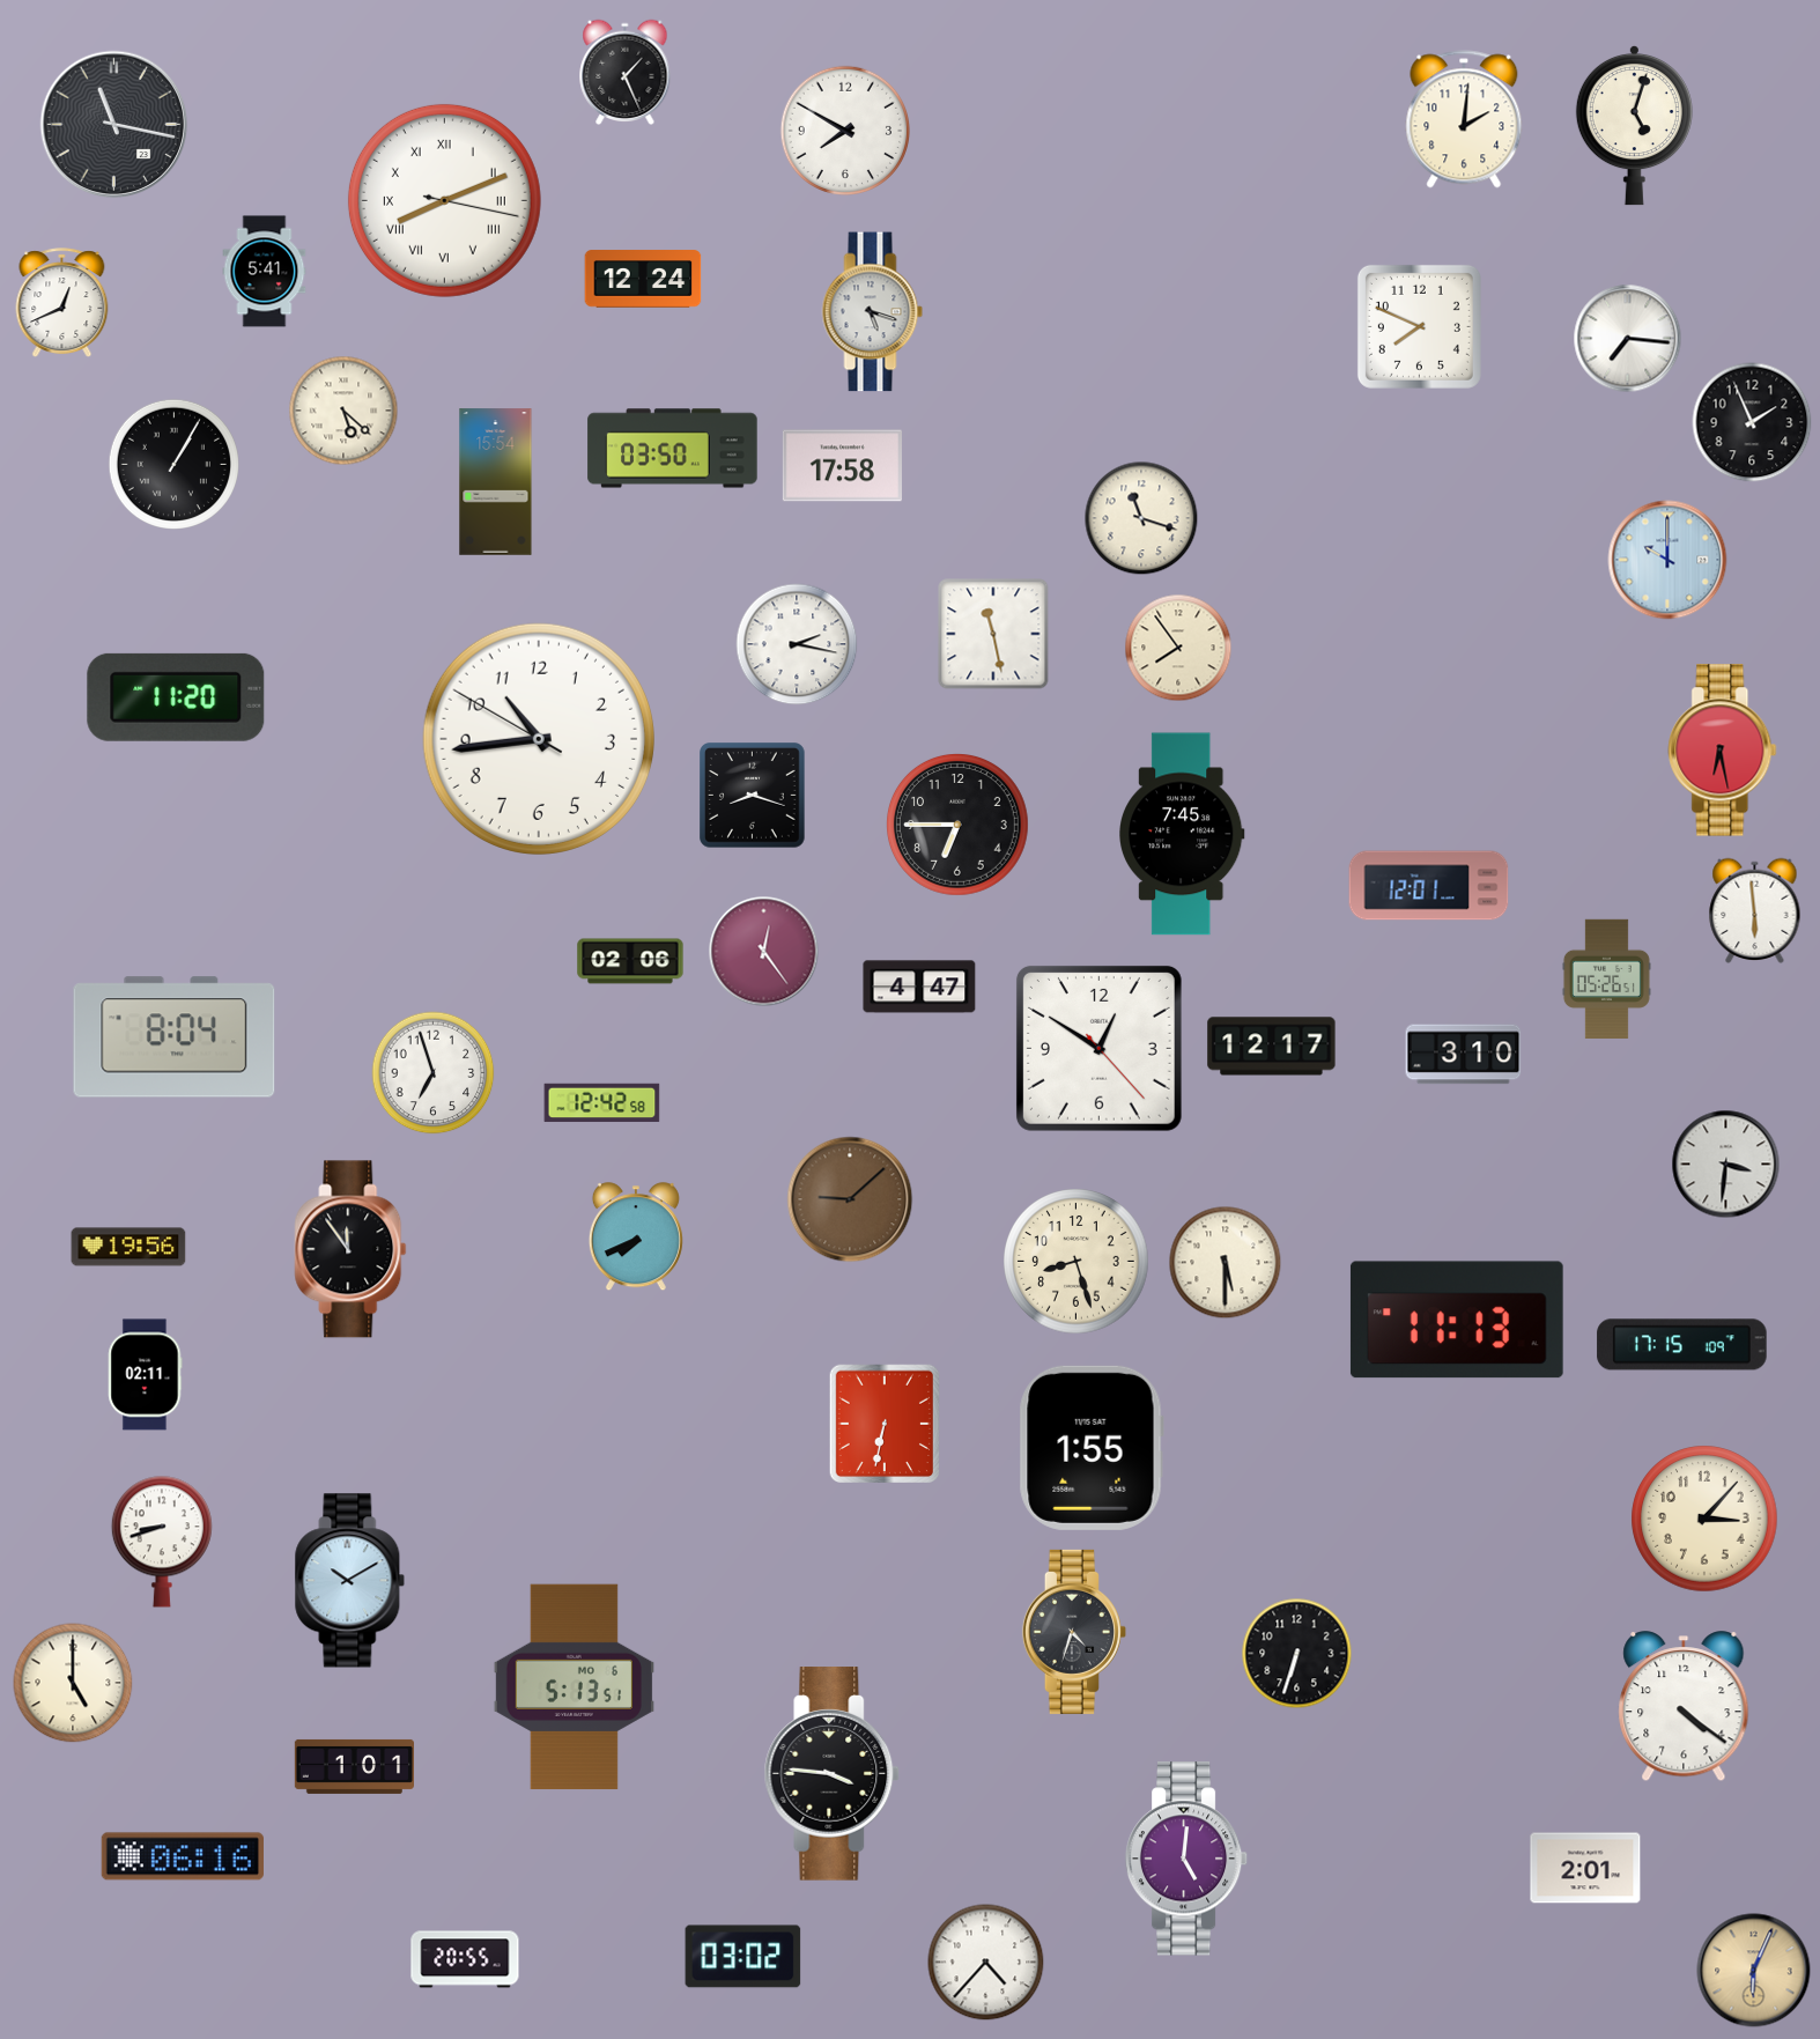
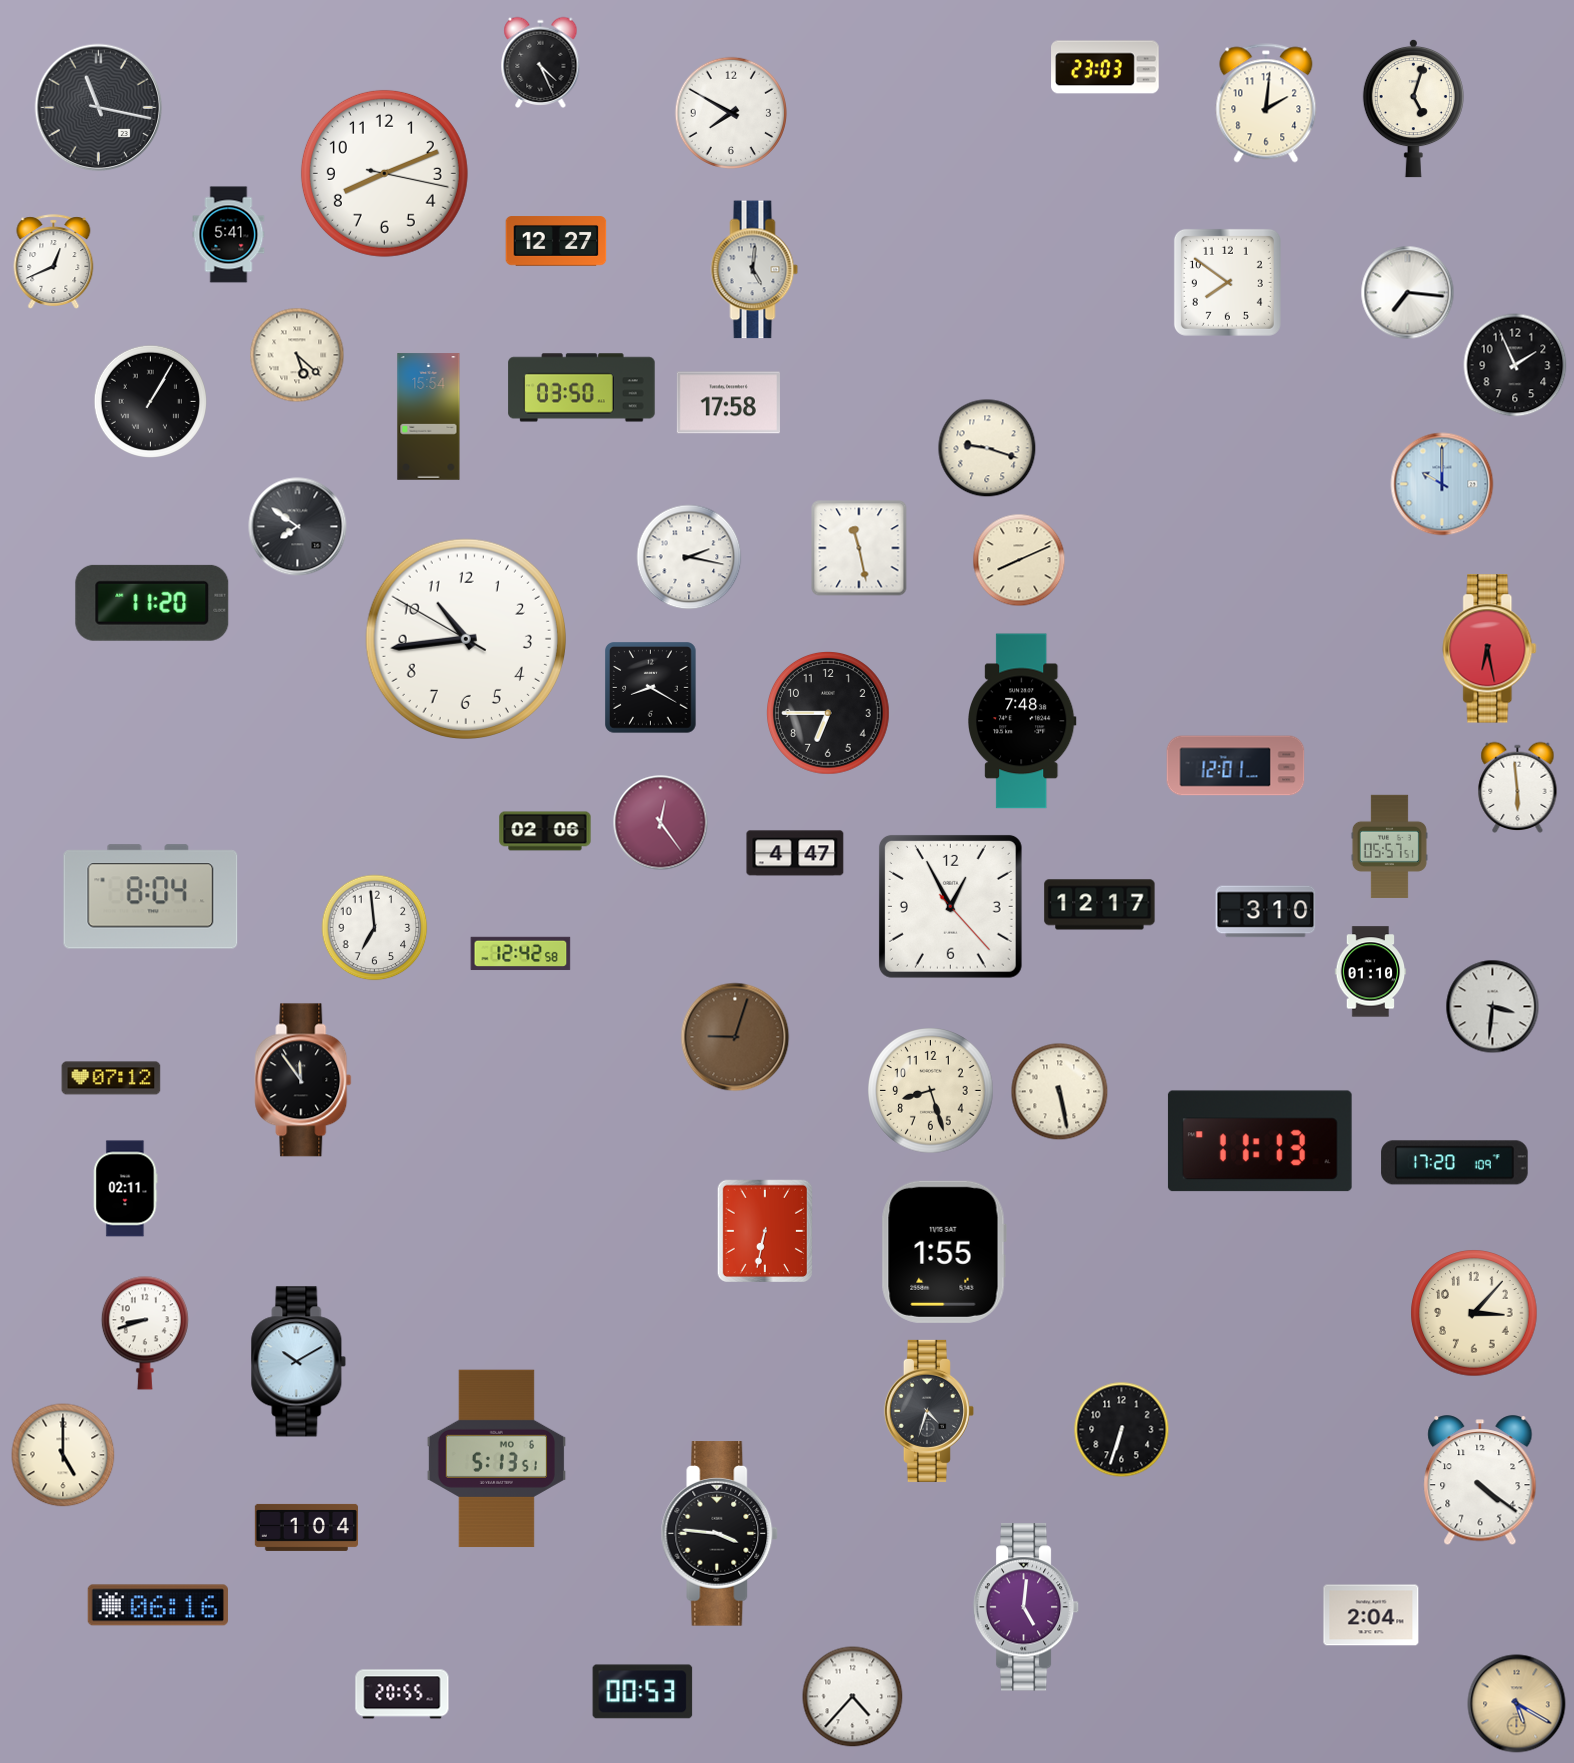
clock at (626, 72): 1:26 -> 4:26
clock at (1105, 67): none -> 23:03
clock at (444, 200) numerals: Roman -> Arabic
clock at (643, 279): 12:24 -> 12:27
clock at (873, 312): 5:18 -> 5:01
clock at (1419, 326): 7:49 -> 7:51
clock at (1141, 518): 11:18 -> 9:18
clock at (298, 527): none -> 7:51
clock at (1178, 648): 7:54 -> 8:11
clock at (753, 796): 8:18 -> 8:20
clock at (1182, 834): 7:45 -> 7:48
clock at (1606, 978): 05:26 -> 05:57
clock at (1098, 1048): 12:50 -> 12:55
clock at (434, 1073): 6:57 -> 6:59
clock at (1371, 972): none -> 01:10
clock at (850, 1199): 9:08 -> 9:03
clock at (636, 1238): 7:41 -> none
clock at (128, 1247): 19:56 -> 07:12
clock at (1226, 1263): 5:30 -> 5:28
clock at (1682, 1345): 17:15 -> 17:20
clock at (162, 1542) position: (162, 1542) -> (145, 1333)
clock at (350, 1581) position: (350, 1581) -> (299, 1362)
clock at (1684, 1707) position: (1684, 1707) -> (1480, 1481)
clock at (354, 1766): 1:01 -> 1:04
clock at (1585, 1868): 2:01 -> 2:04
clock at (743, 1957): 03:02 -> 00:53
clock at (1754, 1971): 6:04 -> 5:20
